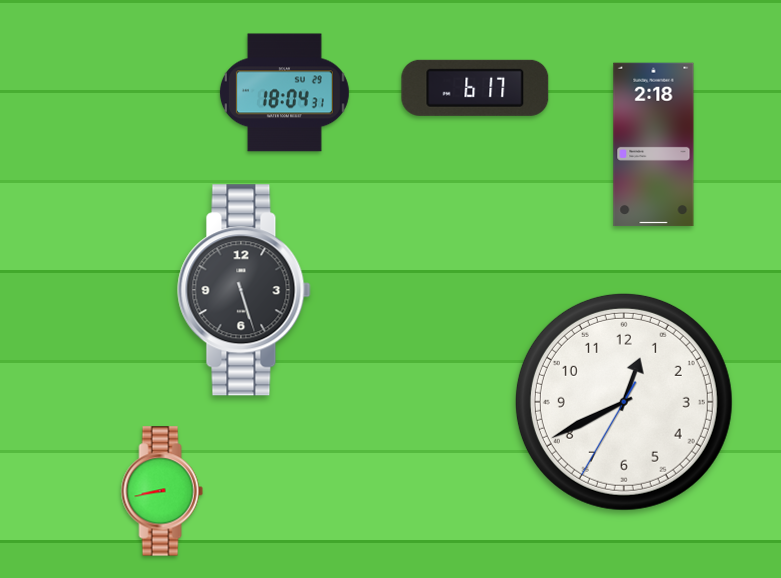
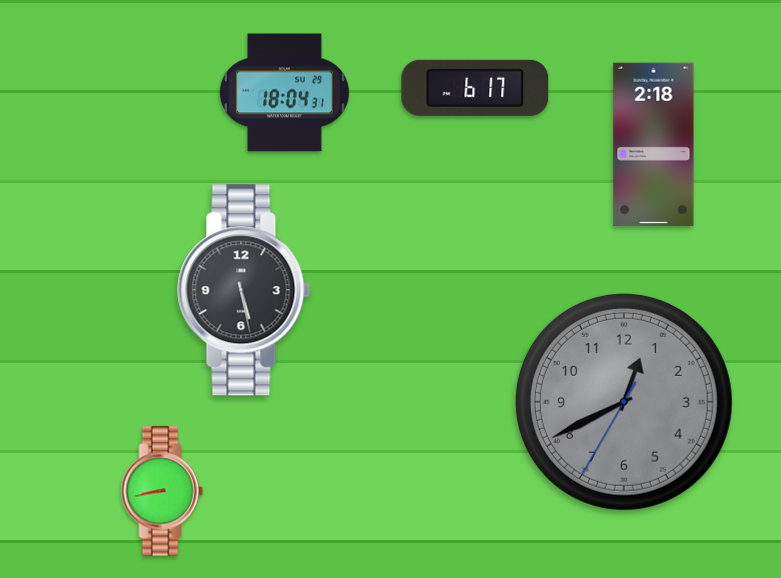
clock at (244, 290): 5:27 -> 5:28
clock at (624, 402) dial: white -> grey
